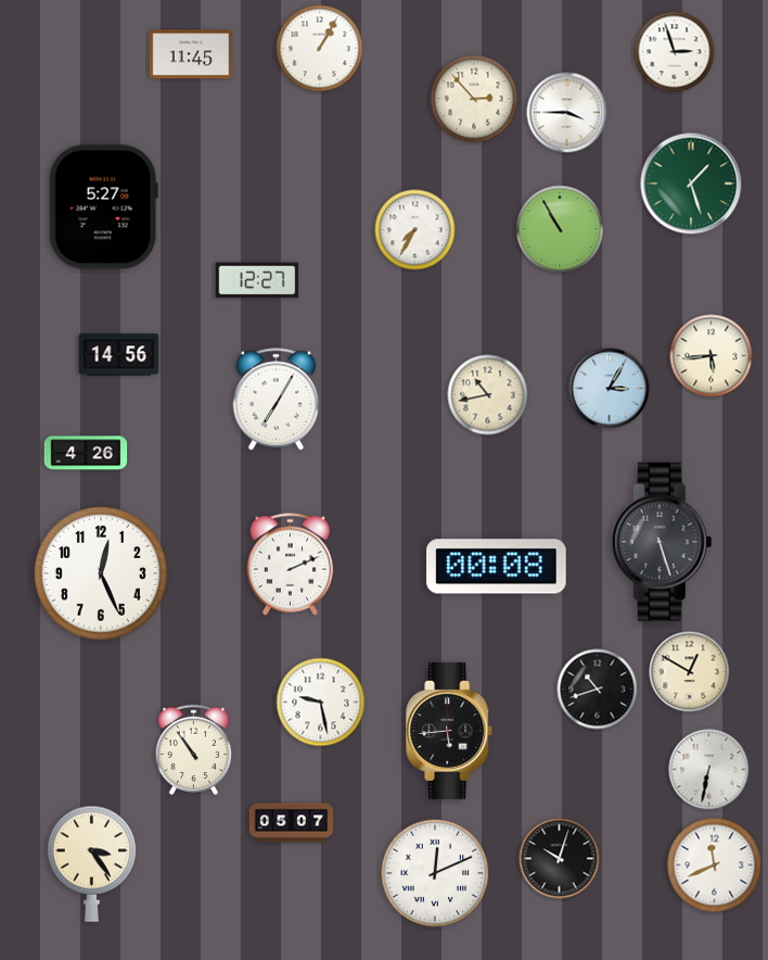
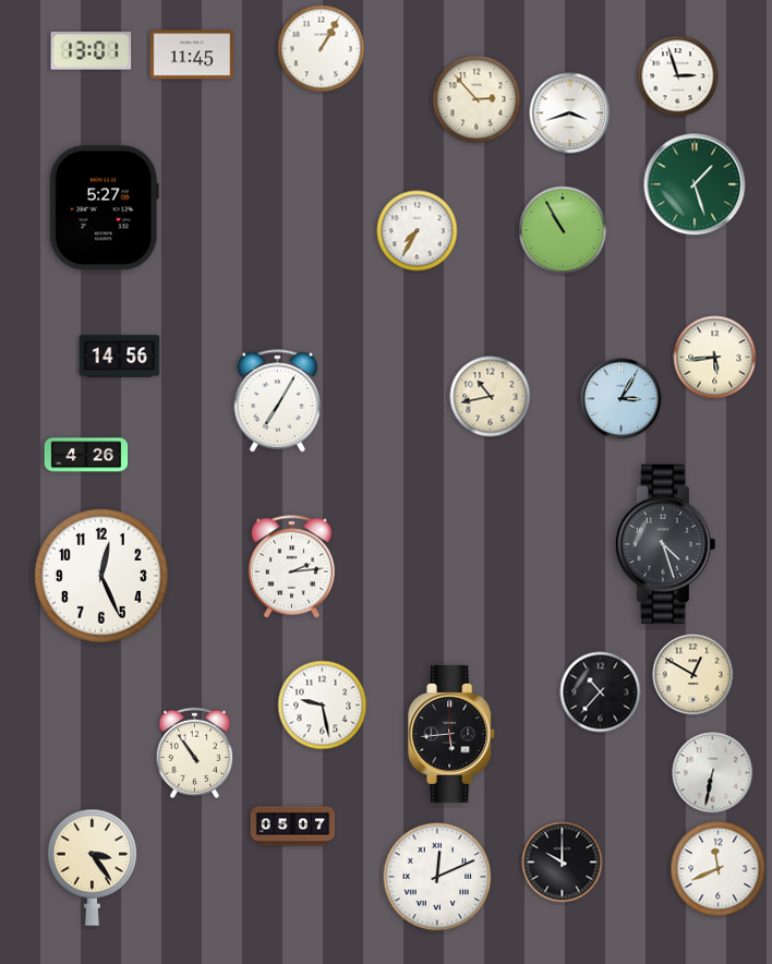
clock at (92, 51): none -> 13:01
clock at (675, 52) position: (675, 52) -> (678, 76)
clock at (567, 113): 3:45 -> 3:42
clock at (257, 280): 12:27 -> none
clock at (610, 389) position: (610, 389) -> (622, 399)
clock at (662, 542): 5:27 -> 4:27
clock at (291, 565): 2:11 -> 2:14
clock at (497, 567): 00:08 -> none
clock at (598, 690): 10:42 -> 10:37
clock at (560, 859): 10:03 -> 10:00
